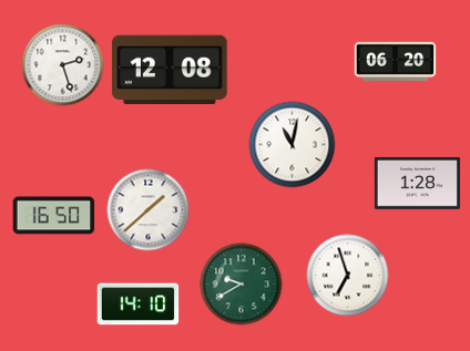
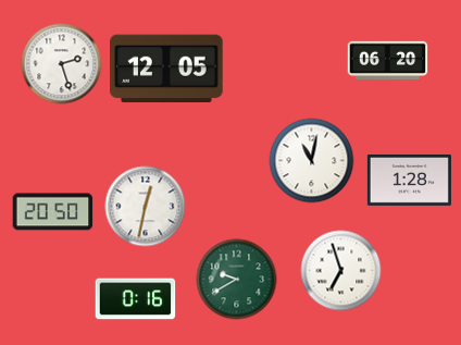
clock at (170, 70): 12:08 -> 12:05
clock at (293, 145) position: (293, 145) -> (312, 161)
clock at (149, 210): 1:38 -> 12:32
clock at (54, 216): 16:50 -> 20:50
clock at (139, 304): 14:10 -> 0:16
